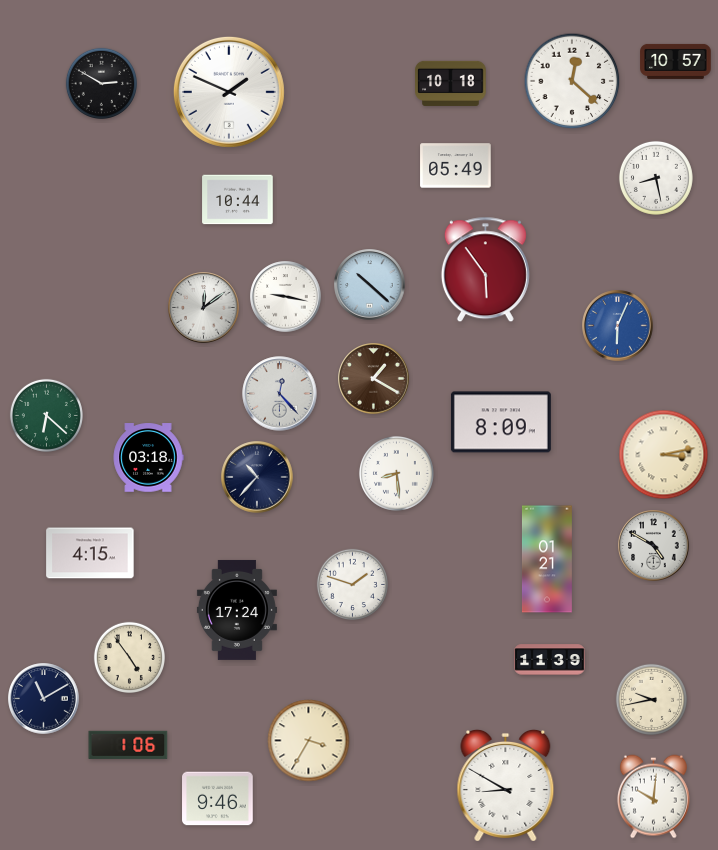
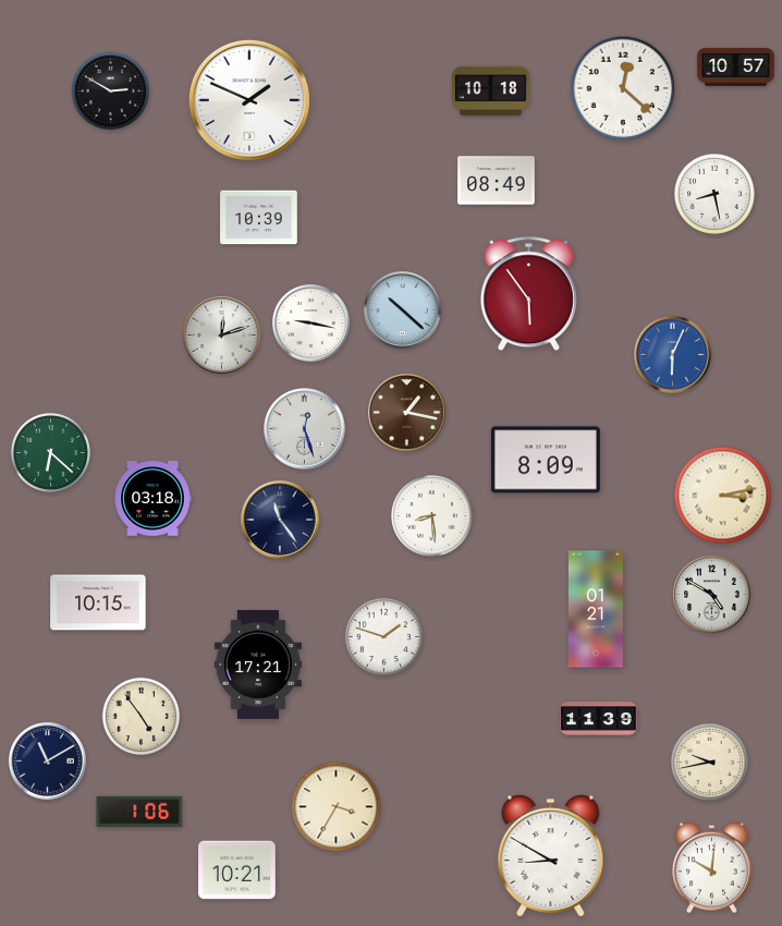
clock at (456, 166): 05:49 -> 08:49
clock at (238, 200): 10:44 -> 10:39
clock at (204, 308): 12:09 -> 12:12
clock at (374, 379): 1:20 -> 1:17
clock at (280, 394): 12:23 -> 12:27
clock at (148, 458) position: (148, 458) -> (152, 499)
clock at (257, 477): 10:37 -> 11:24
clock at (90, 553): 4:15 -> 10:15
clock at (237, 610): 17:24 -> 17:21
clock at (218, 799): 9:46 -> 10:21
